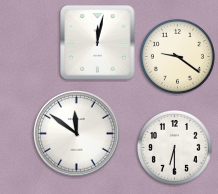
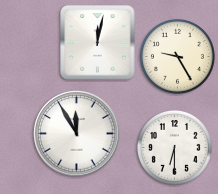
clock at (177, 56): 9:21 -> 9:25
clock at (77, 134): 11:51 -> 11:55
